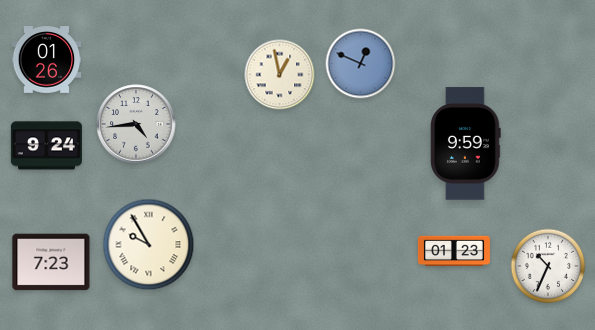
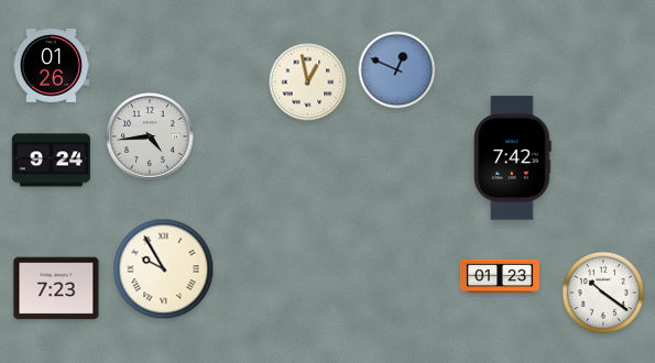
clock at (466, 144): 9:59 -> 7:42
clock at (548, 266): 10:34 -> 10:21
